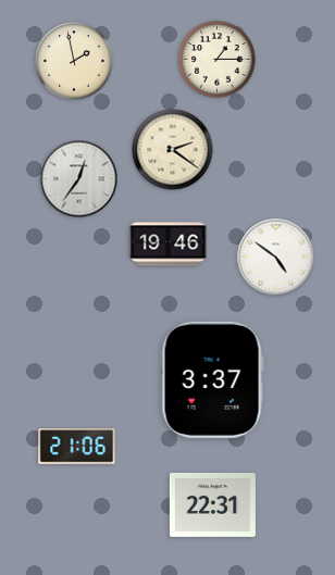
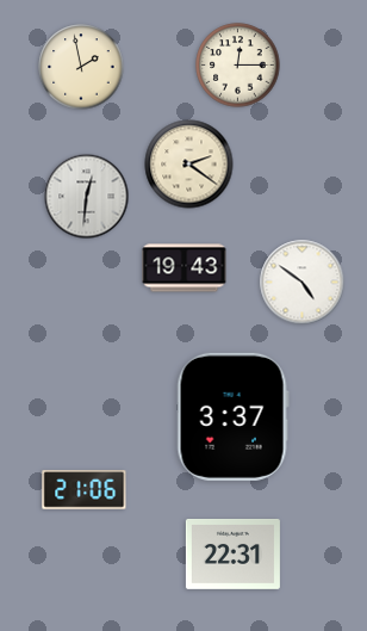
clock at (218, 60): 1:15 -> 12:15
clock at (79, 179): 12:36 -> 12:31
clock at (169, 245): 19:46 -> 19:43
